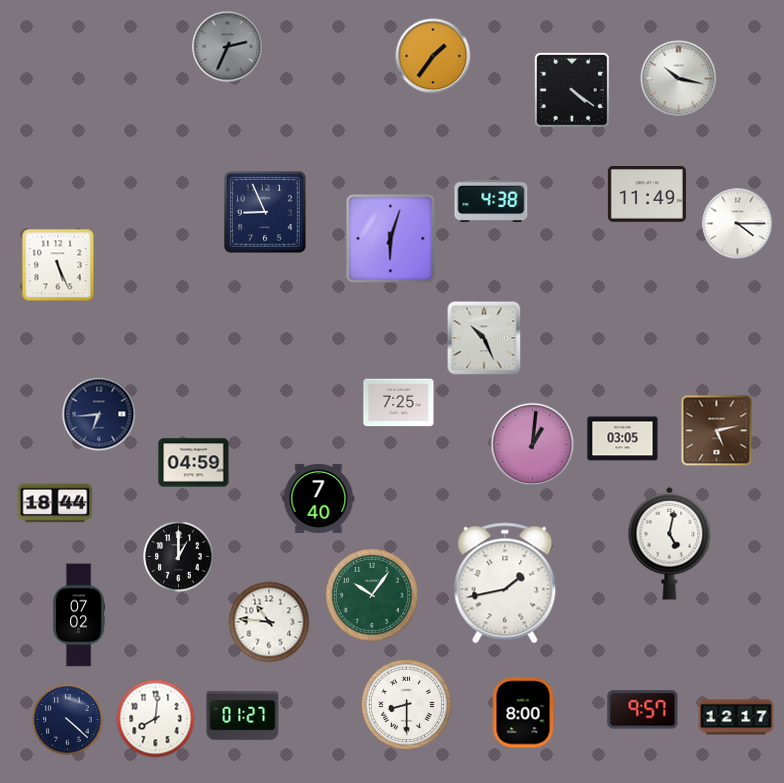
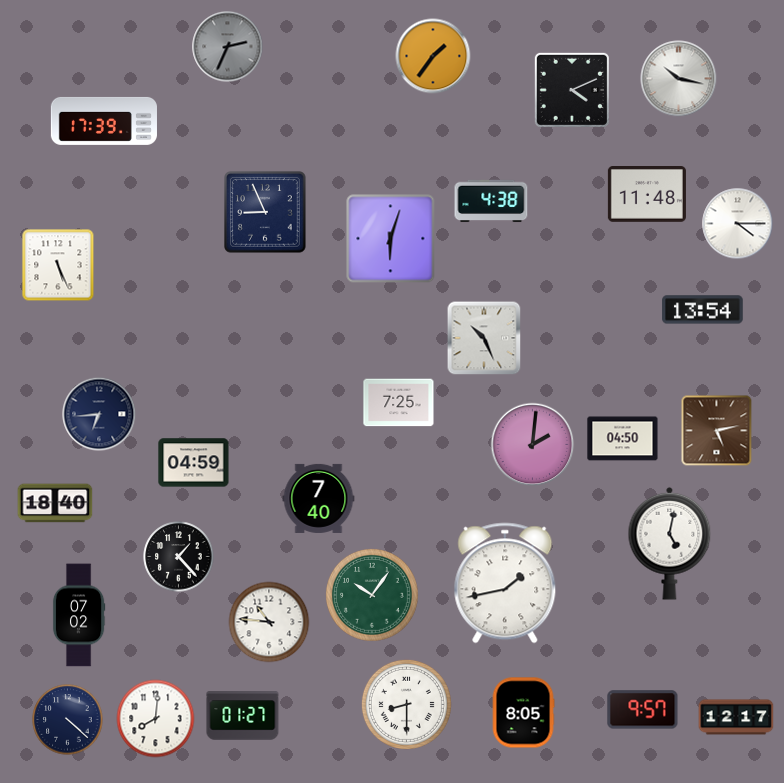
clock at (572, 90): 4:21 -> 4:11
clock at (104, 121): none -> 17:39
clock at (647, 195): 11:49 -> 11:48
clock at (703, 310): none -> 13:54
clock at (623, 439): 03:05 -> 04:50
clock at (533, 445): 1:01 -> 2:01
clock at (55, 503): 18:44 -> 18:40
clock at (179, 557): 1:00 -> 1:23
clock at (523, 713): 8:00 -> 8:05
